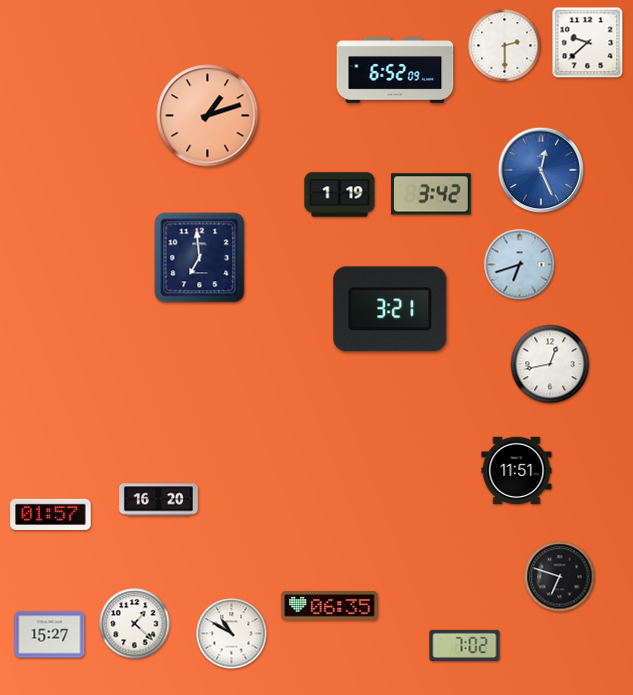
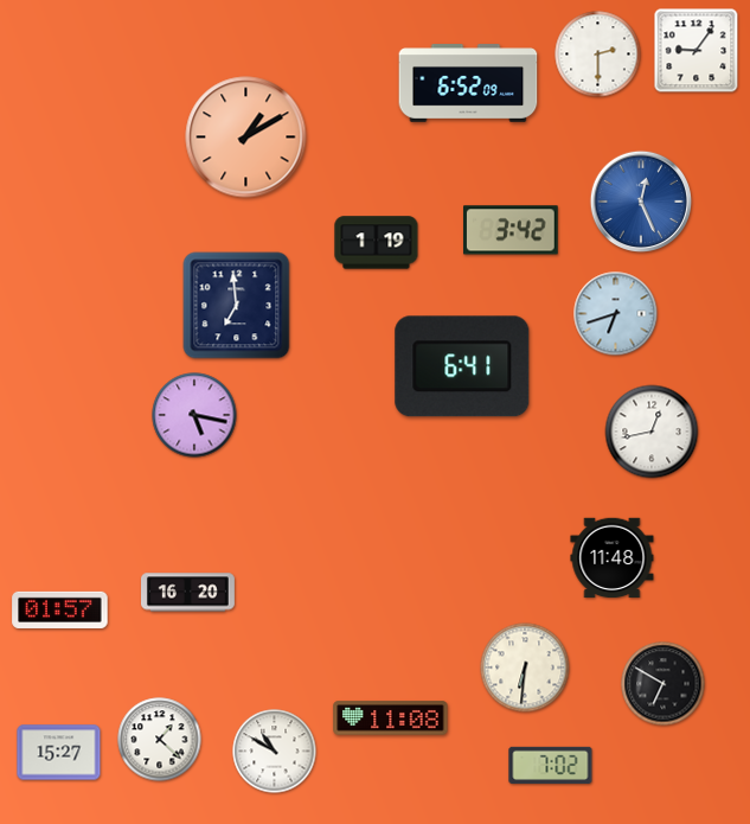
clock at (588, 43): 9:38 -> 9:06
clock at (208, 116): 1:12 -> 1:10
clock at (340, 195) position: (340, 195) -> (377, 243)
clock at (390, 309): 3:21 -> 6:41
clock at (194, 415): none -> 5:17
clock at (517, 471): 11:51 -> 11:48
clock at (525, 667): none -> 6:31
clock at (560, 577): 6:48 -> 6:50
clock at (330, 606): 06:35 -> 11:08
